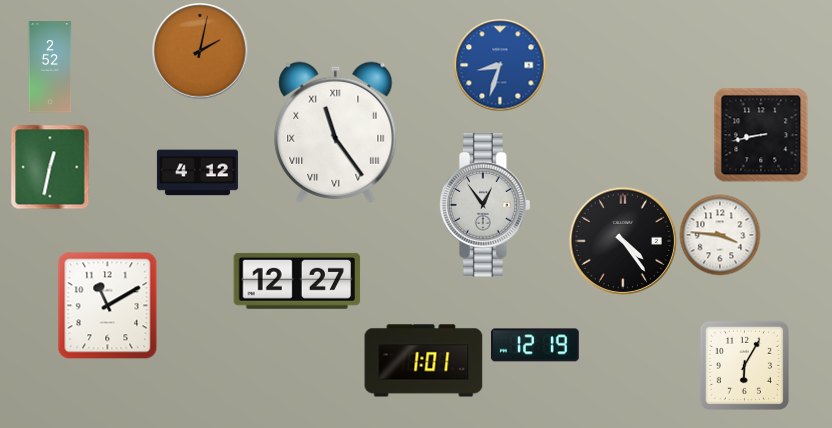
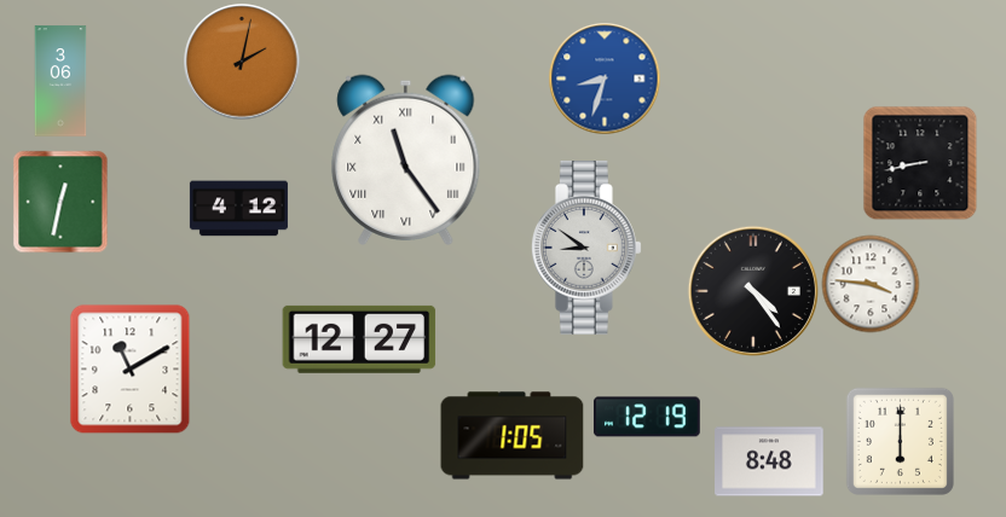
clock at (50, 67): 2:52 -> 3:06
clock at (485, 206): 12:54 -> 8:51
clock at (424, 361): 1:01 -> 1:05
clock at (744, 365): 6:05 -> 6:00
clock at (769, 461): none -> 8:48
